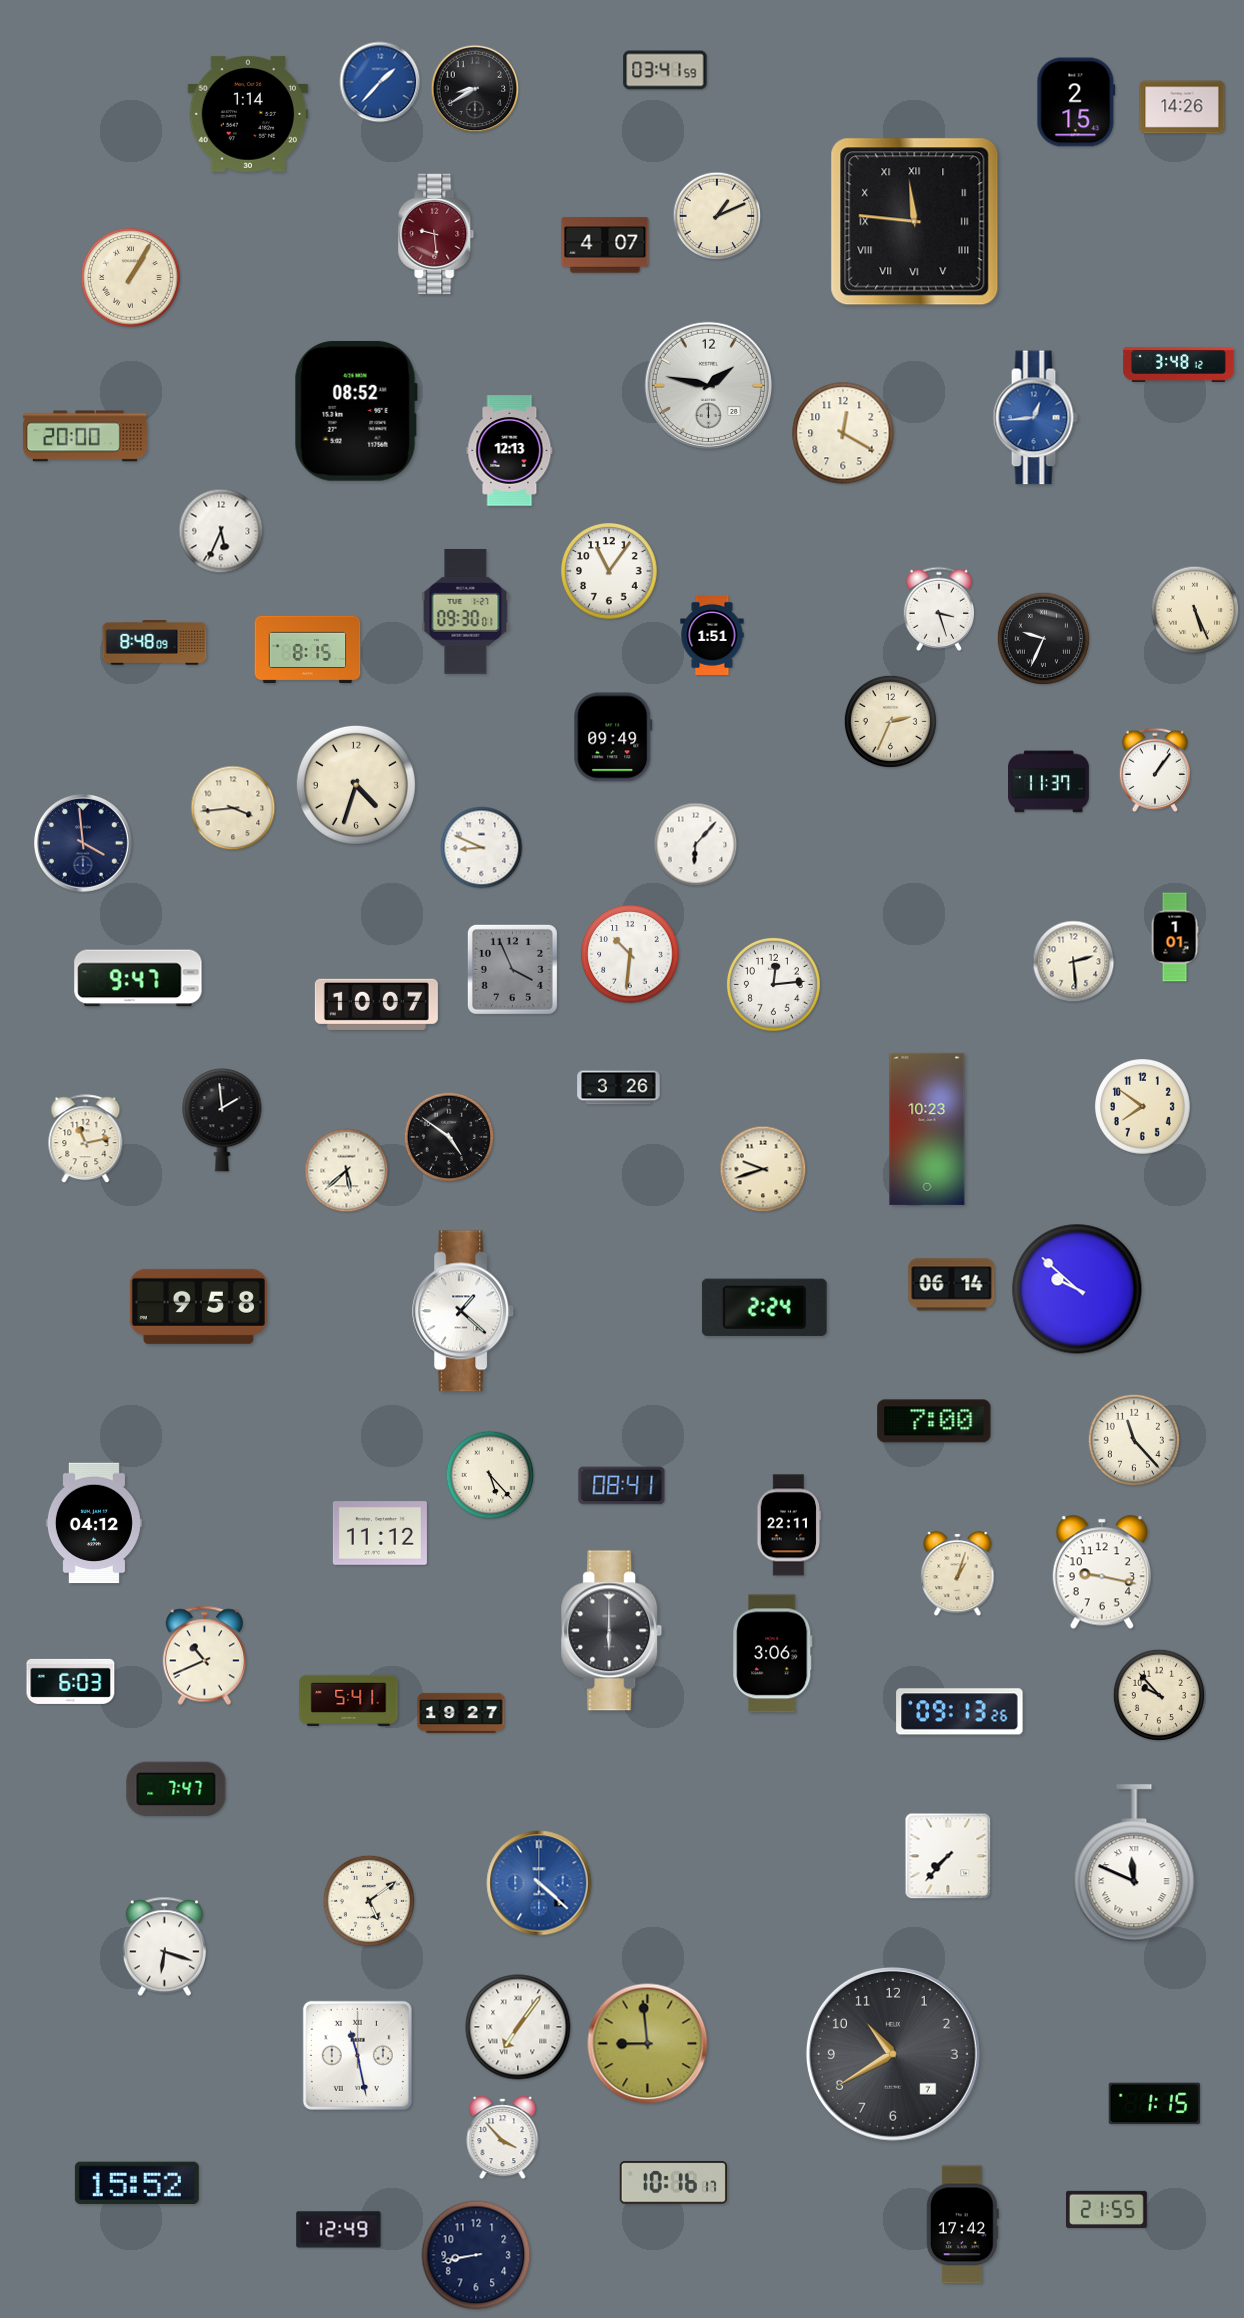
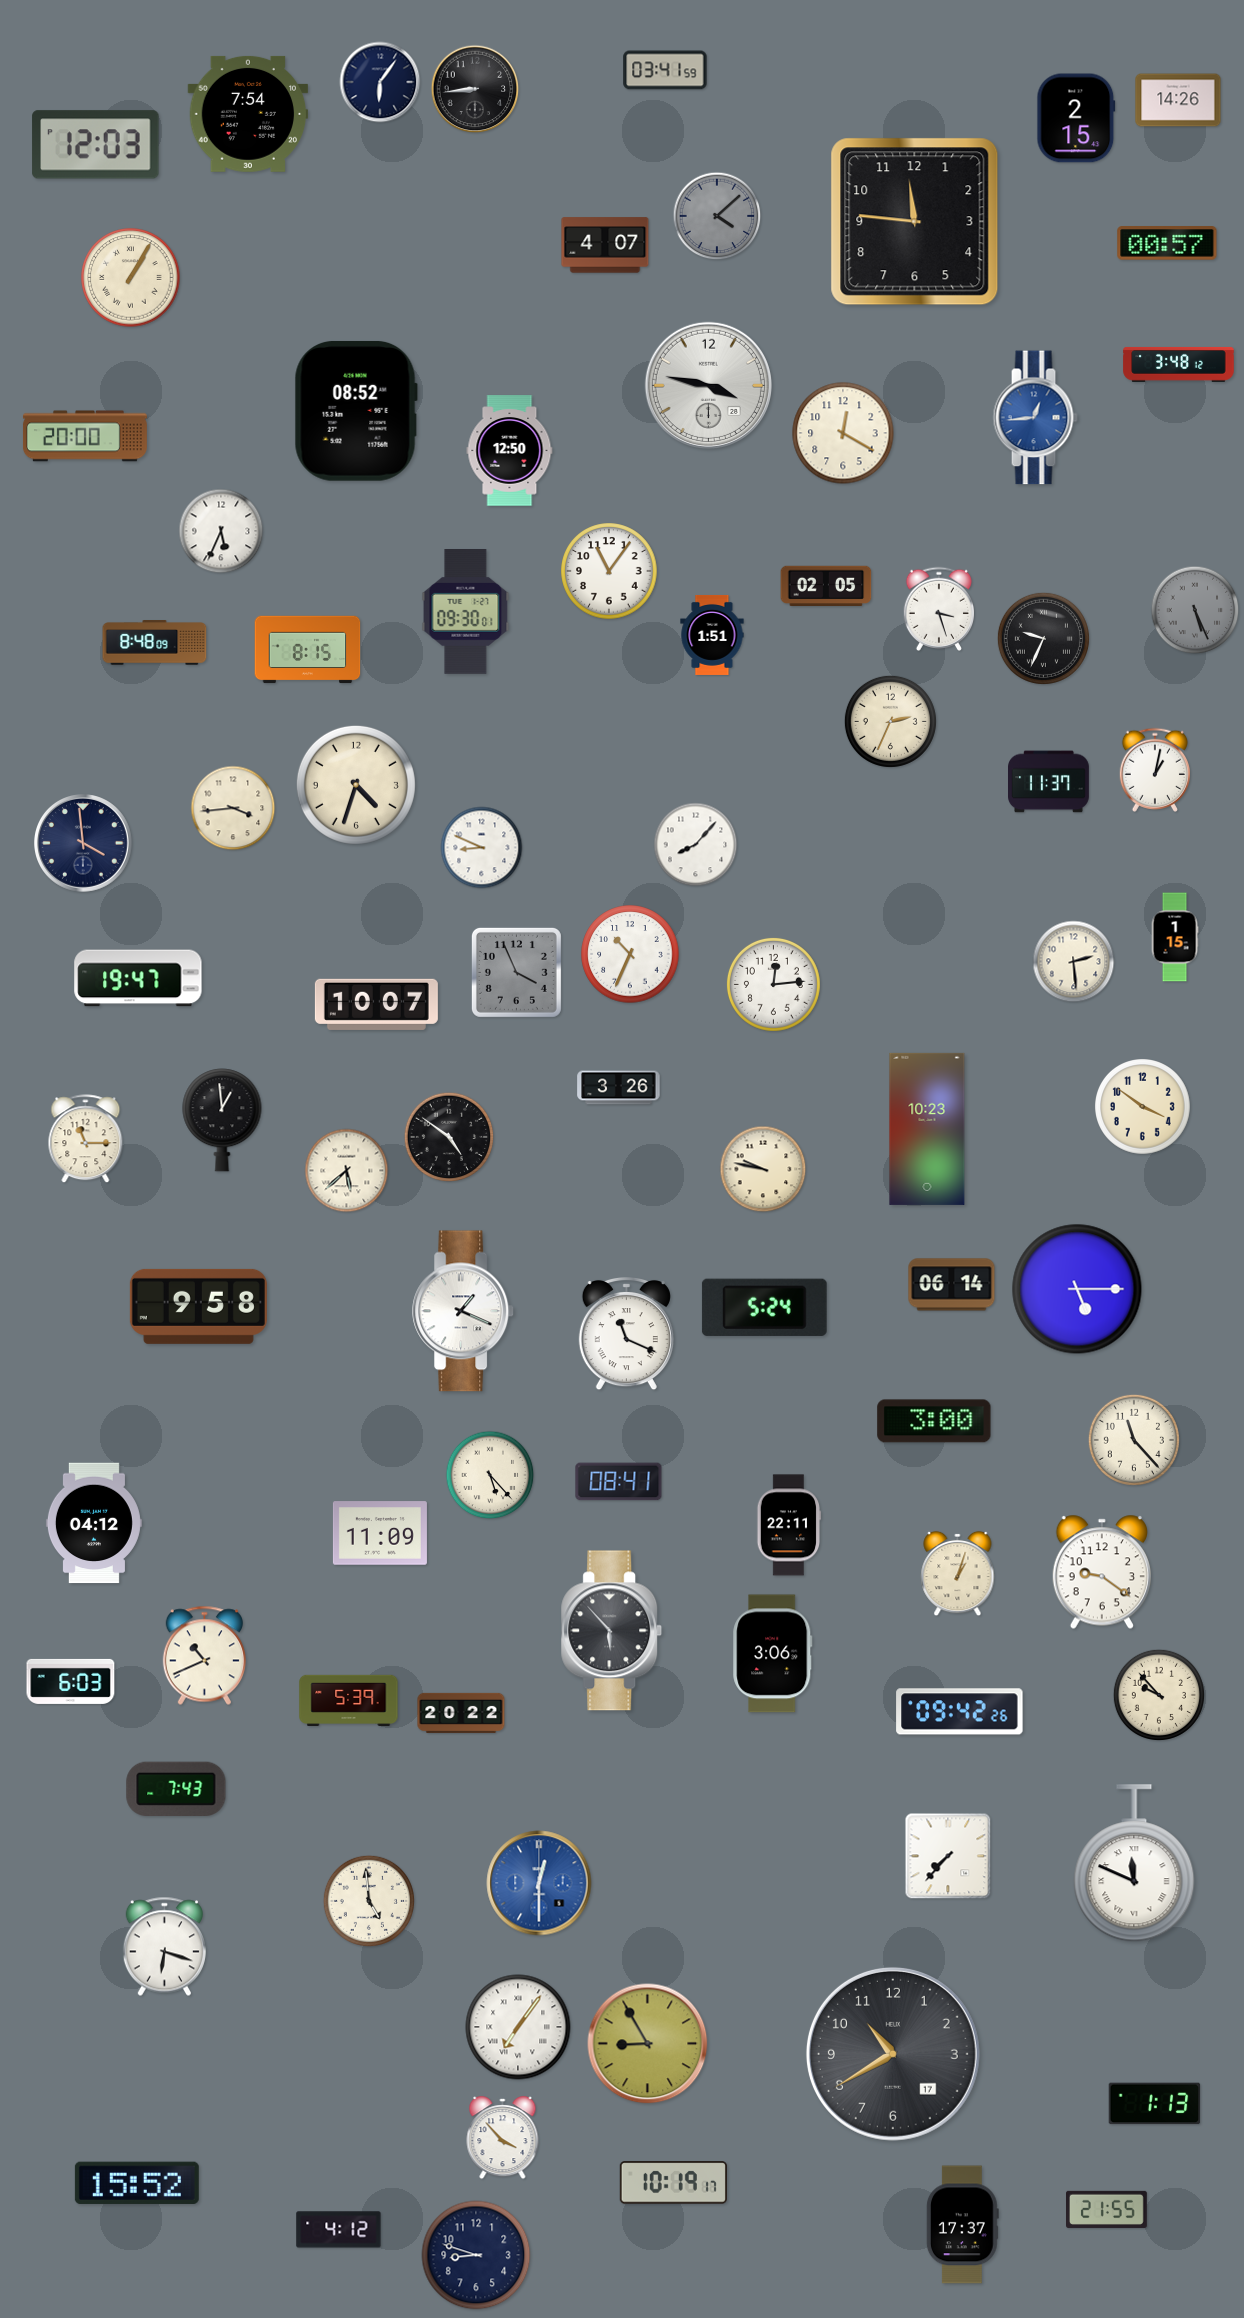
clock at (380, 82): 1:37 -> 6:06
clock at (380, 82) dial: blue -> navy
clock at (475, 89): 8:40 -> 8:44
clock at (1076, 102) position: (1076, 102) -> (1076, 118)
clock at (1182, 107) position: (1182, 107) -> (1178, 100)
clock at (248, 114): 1:14 -> 7:54
clock at (96, 145): none -> 12:03
clock at (717, 216): 1:11 -> 4:08
clock at (717, 216) dial: cream -> grey
clock at (915, 222) numerals: Roman -> Arabic
clock at (436, 234): 9:29 -> none
clock at (1167, 243): none -> 00:57
clock at (708, 385): 1:47 -> 3:47
clock at (510, 451): 12:13 -> 12:50
clock at (826, 586): none -> 02:05
clock at (1195, 610) dial: cream -> grey
clock at (613, 737): 09:49 -> none
clock at (1154, 770): 1:06 -> 1:02
clock at (696, 845): 6:07 -> 8:07
clock at (1175, 937): 1:01 -> 1:15
clock at (630, 954): 10:31 -> 10:34
clock at (512, 969) position: (512, 969) -> (516, 972)
clock at (138, 978): 9:47 -> 19:47
clock at (1143, 1107): 7:51 -> 3:51
clock at (222, 1120): 1:59 -> 12:59
clock at (86, 1139): 11:13 -> 11:15
clock at (763, 1169): 9:42 -> 9:47
clock at (1077, 1289): 9:52 -> 5:15
clock at (764, 1307): 2:24 -> 5:24
clock at (464, 1311): 1:22 -> 1:19
clock at (626, 1334): none -> 11:19
clock at (934, 1421): 7:00 -> 3:00
clock at (622, 1486) position: (622, 1486) -> (619, 1482)
clock at (380, 1533): 11:12 -> 11:09
clock at (1101, 1572): 9:17 -> 9:21
clock at (612, 1631): 6:00 -> 5:53
clock at (349, 1700): 5:41 -> 5:39
clock at (960, 1712): 09:13 -> 09:42
clock at (461, 1713): 19:27 -> 20:22
clock at (176, 1788): 7:47 -> 7:43
clock at (539, 1883): 4:22 -> 12:30
clock at (369, 1901): 5:09 -> 4:59
clock at (648, 2044): 8:59 -> 8:55
clock at (893, 2054) date: 7 -> 17
clock at (357, 2055): 11:28 -> none
clock at (1155, 2104): 1:15 -> 1:13
clock at (673, 2183): 10:16 -> 10:19
clock at (962, 2225): 17:42 -> 17:37
clock at (339, 2230): 12:49 -> 4:12
clock at (476, 2255): 8:43 -> 8:48
